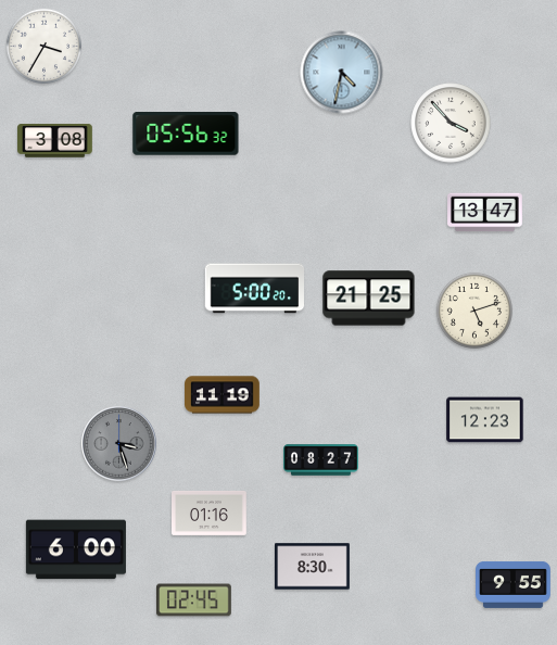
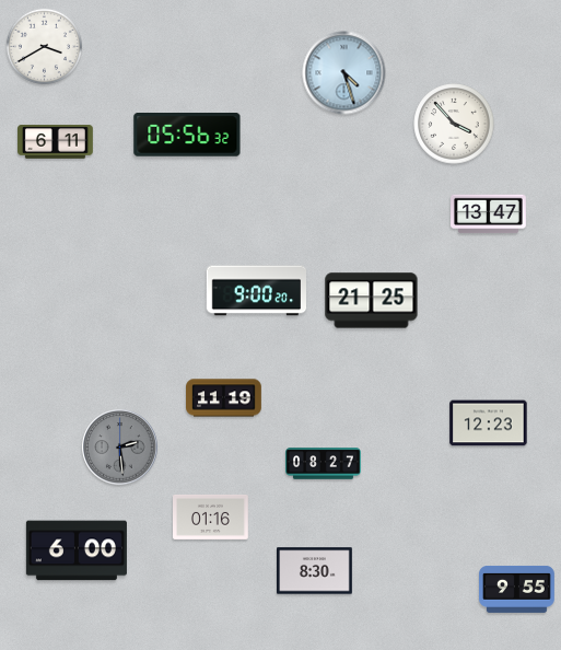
clock at (43, 46): 3:35 -> 3:40
clock at (342, 73): 4:32 -> 4:27
clock at (55, 141): 3:08 -> 6:11
clock at (255, 289): 5:00 -> 9:00
clock at (474, 311): 5:12 -> none
clock at (119, 444): 3:27 -> 2:29
clock at (76, 549) position: (76, 549) -> (77, 550)
clock at (194, 600): 02:45 -> none
